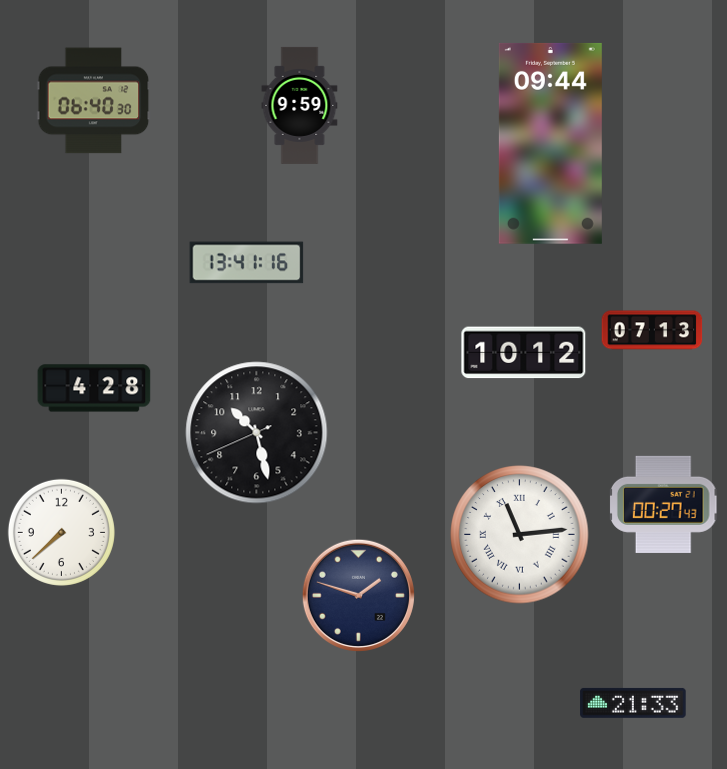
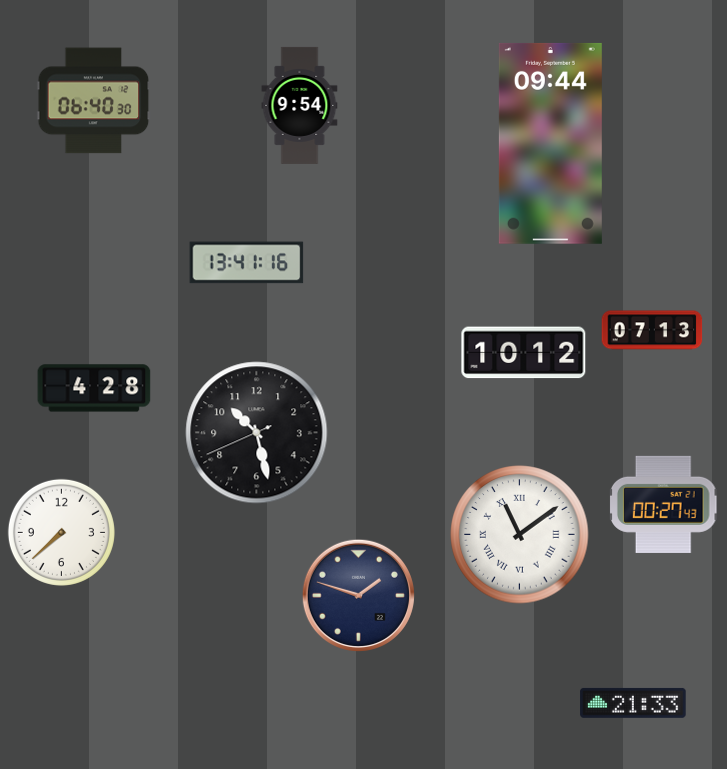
clock at (300, 105): 9:59 -> 9:54
clock at (520, 535): 11:14 -> 11:09
